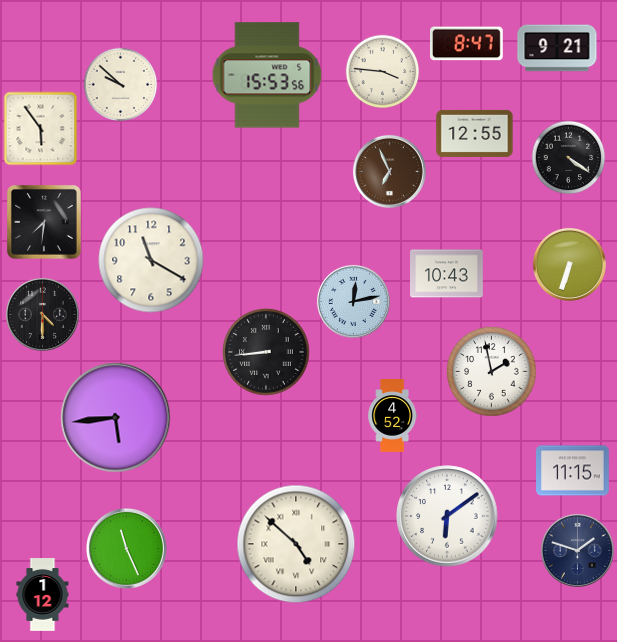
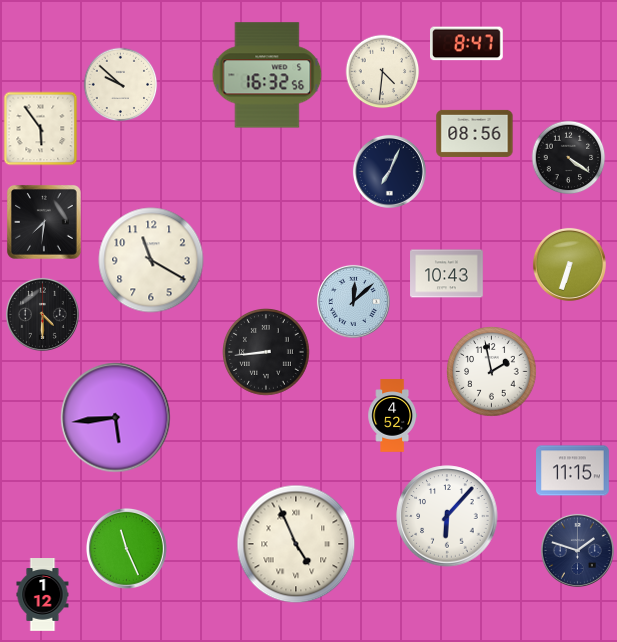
clock at (557, 48): 9:21 -> none
clock at (383, 72): 3:46 -> 4:31
clock at (267, 75): 15:53 -> 16:32
clock at (475, 133): 12:55 -> 08:56
clock at (389, 171): 6:56 -> 7:04
clock at (389, 171) dial: brown -> navy
clock at (353, 301): 12:13 -> 12:08
clock at (447, 516): 6:09 -> 6:07
clock at (296, 544): 4:52 -> 4:56
